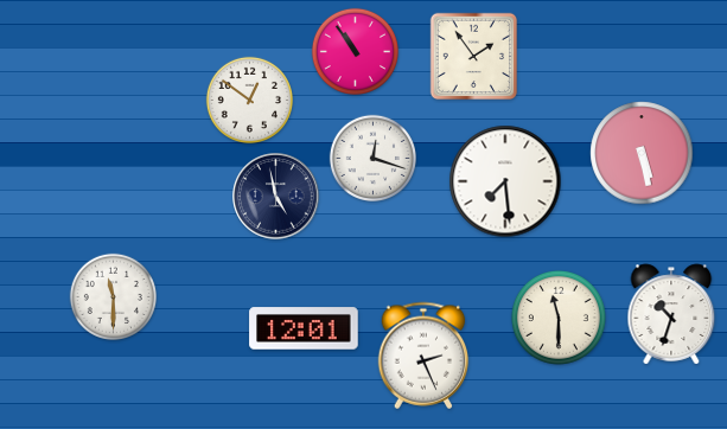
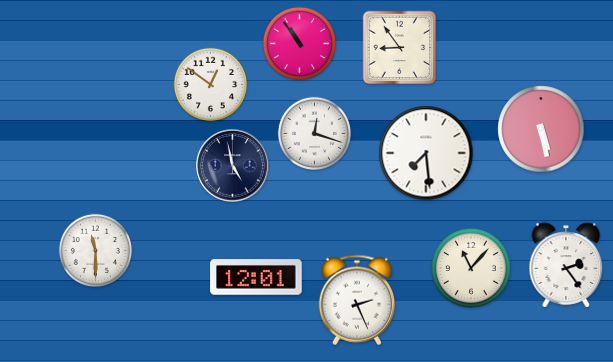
clock at (474, 57): 1:54 -> 8:54
clock at (671, 314): 10:33 -> 2:24
clock at (559, 318): 11:30 -> 11:07
